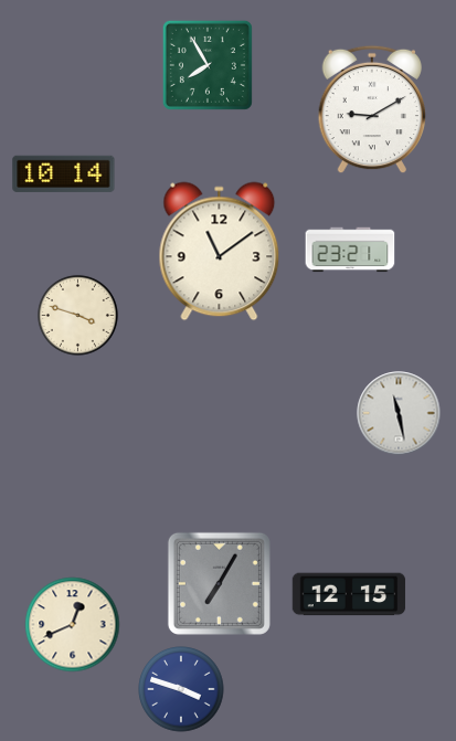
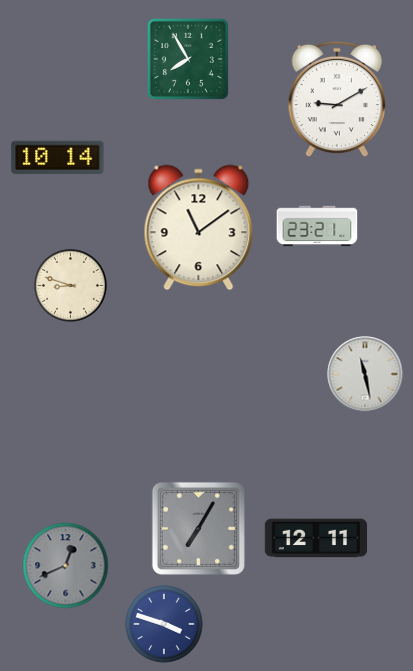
clock at (77, 315): 3:48 -> 8:48
clock at (399, 413) position: (399, 413) -> (365, 374)
clock at (349, 594): 12:15 -> 12:11
clock at (73, 625) dial: cream -> grey
